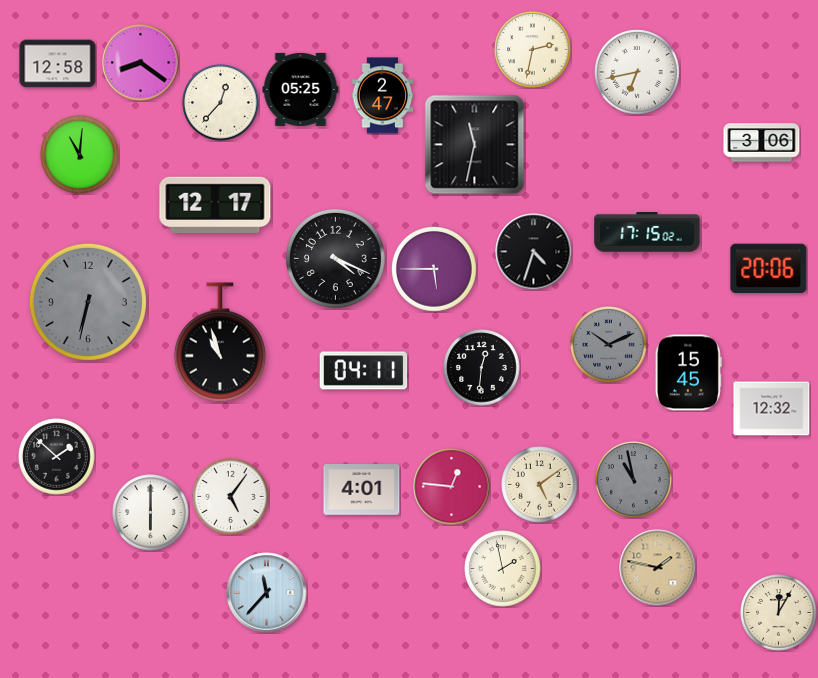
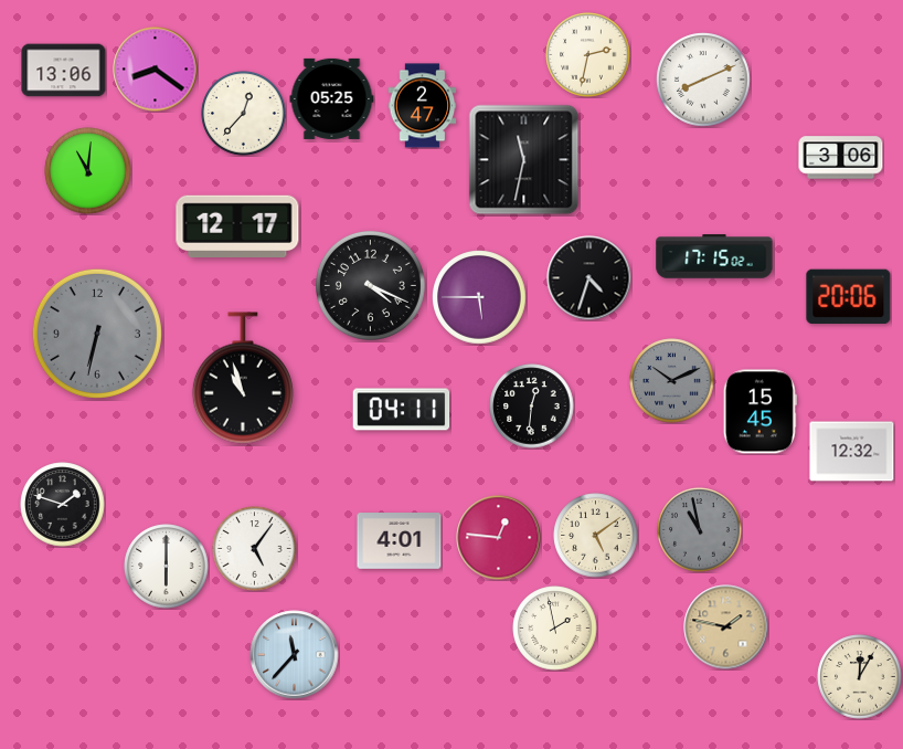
clock at (58, 64): 12:58 -> 13:06
clock at (637, 72): 6:43 -> 8:11
clock at (57, 457): 1:52 -> 1:48
